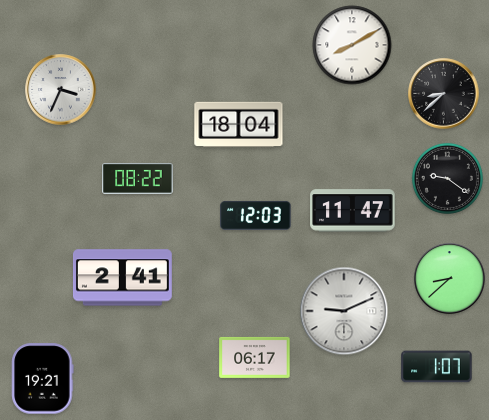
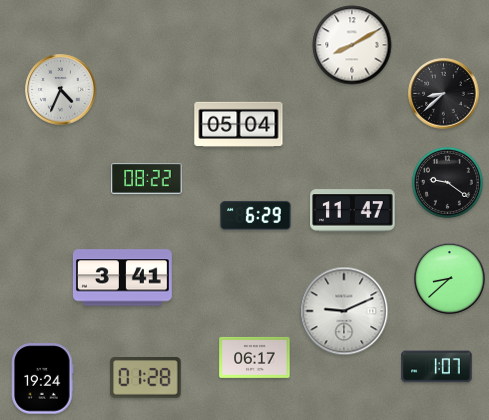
clock at (61, 90): 3:34 -> 4:34
clock at (239, 125): 18:04 -> 05:04
clock at (447, 178) position: (447, 178) -> (447, 182)
clock at (138, 179) position: (138, 179) -> (147, 179)
clock at (256, 215): 12:03 -> 6:29
clock at (122, 278): 2:41 -> 3:41
clock at (146, 378): none -> 01:28
clock at (43, 379): 19:21 -> 19:24
